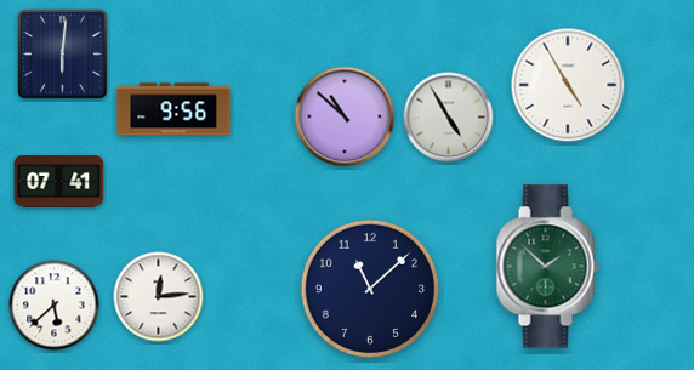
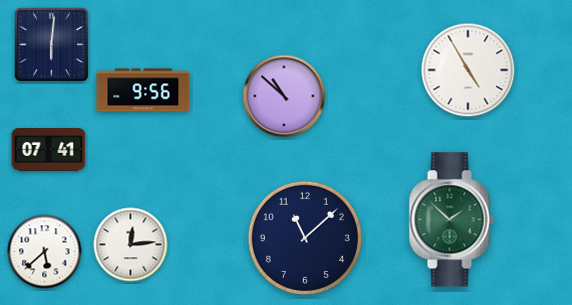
clock at (449, 118): 4:55 -> none
